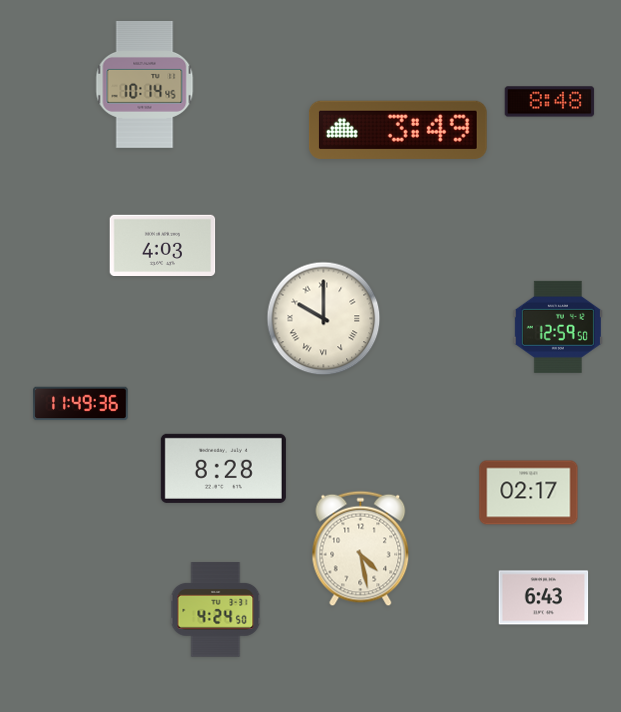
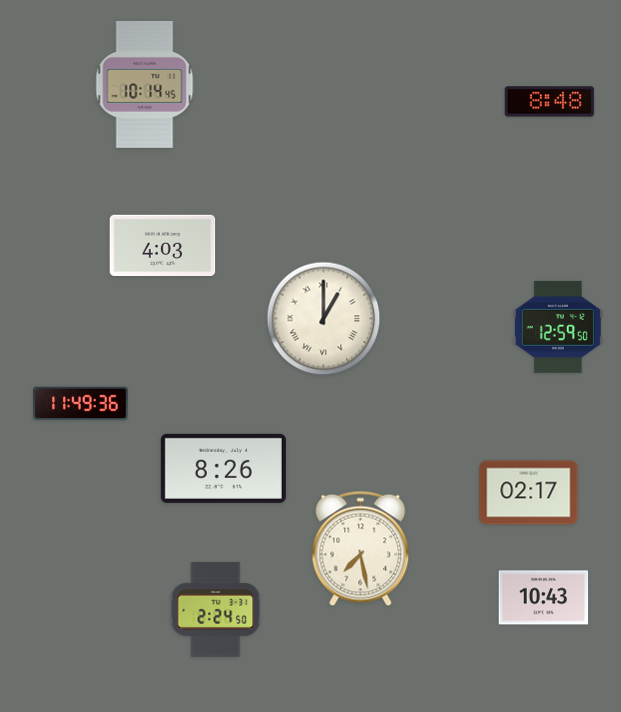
clock at (398, 130): 3:49 -> none
clock at (324, 319): 10:00 -> 1:00
clock at (223, 468): 8:28 -> 8:26
clock at (361, 549): 4:28 -> 7:28
clock at (544, 598): 6:43 -> 10:43
clock at (216, 610): 4:24 -> 2:24
